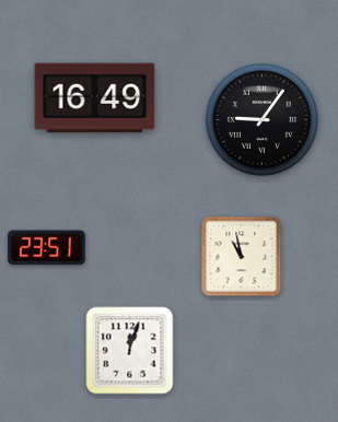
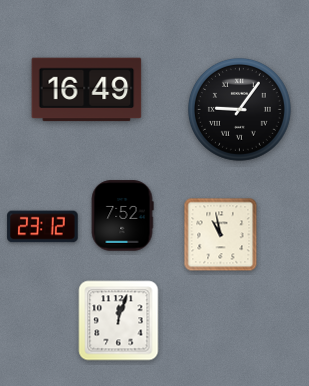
clock at (122, 216): none -> 7:52
clock at (47, 248): 23:51 -> 23:12
